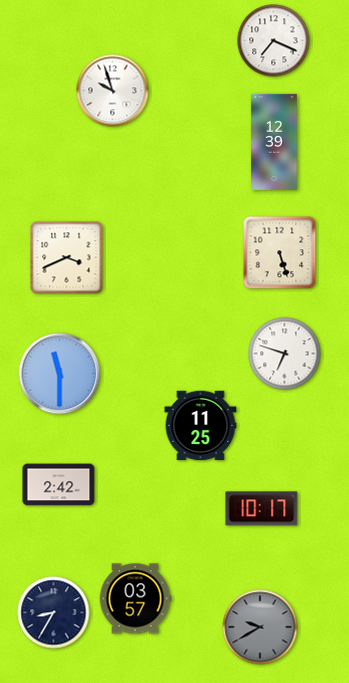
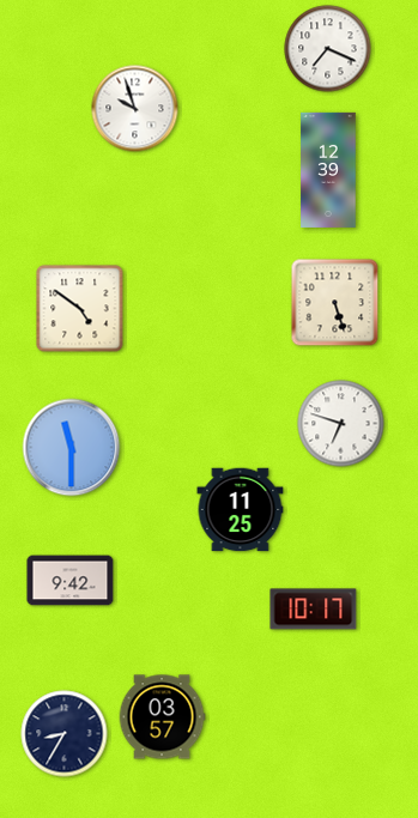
clock at (67, 258): 3:41 -> 4:51
clock at (59, 485): 2:42 -> 9:42
clock at (260, 627): 9:40 -> none
